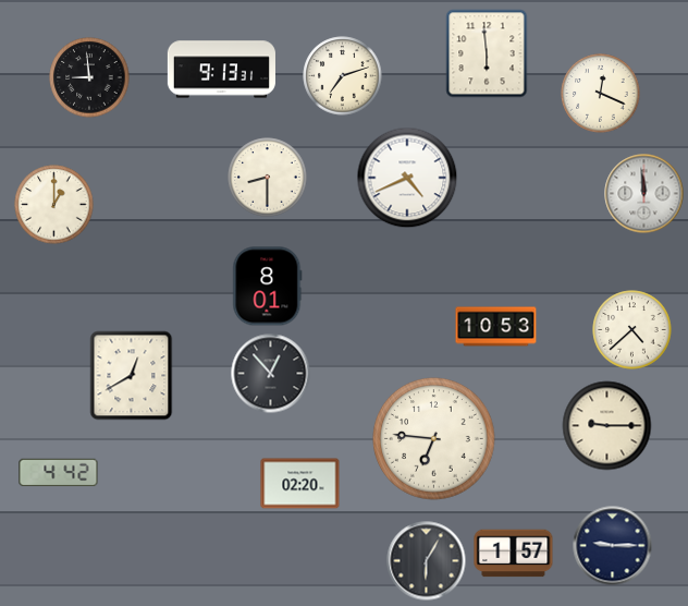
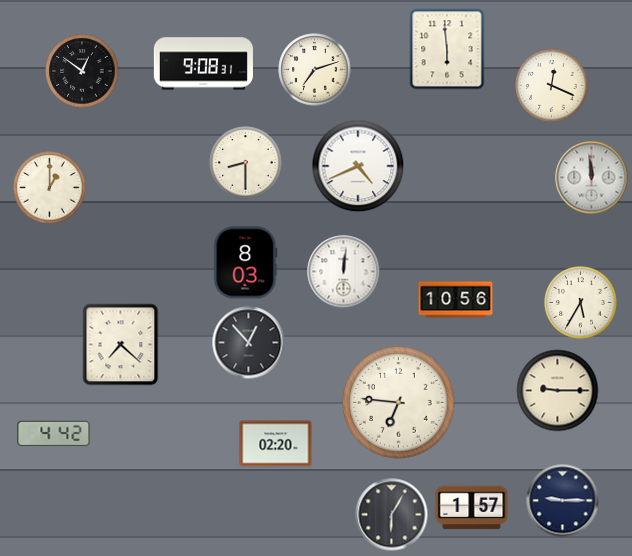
clock at (221, 70): 9:13 -> 9:08
clock at (89, 77): 8:59 -> 12:51
clock at (407, 178) position: (407, 178) -> (358, 166)
clock at (268, 287): 8:01 -> 8:03
clock at (344, 272): none -> 12:01
clock at (496, 327): 10:53 -> 10:56
clock at (632, 330): 4:38 -> 5:35
clock at (132, 376): 12:40 -> 7:22
